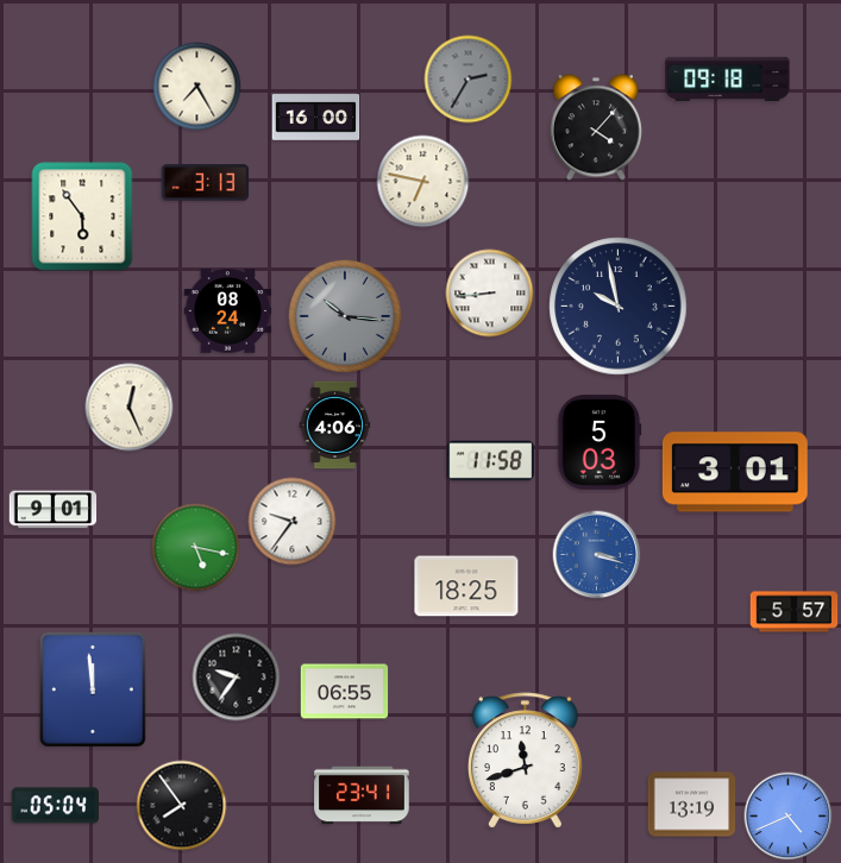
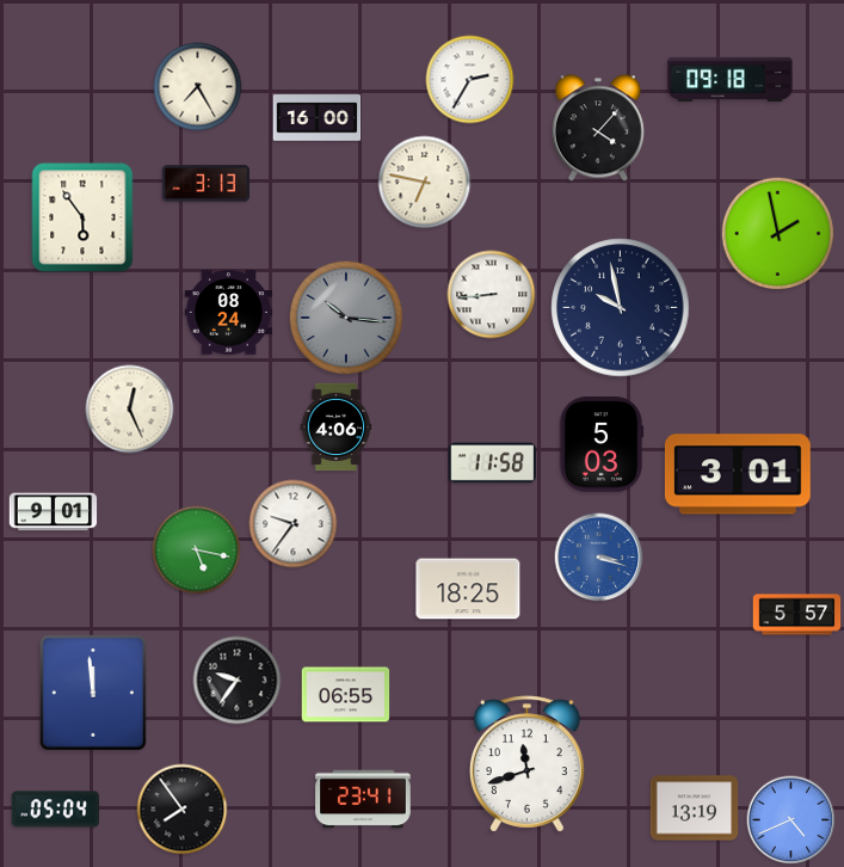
clock at (469, 80) dial: grey -> white
clock at (777, 233): none -> 1:58
